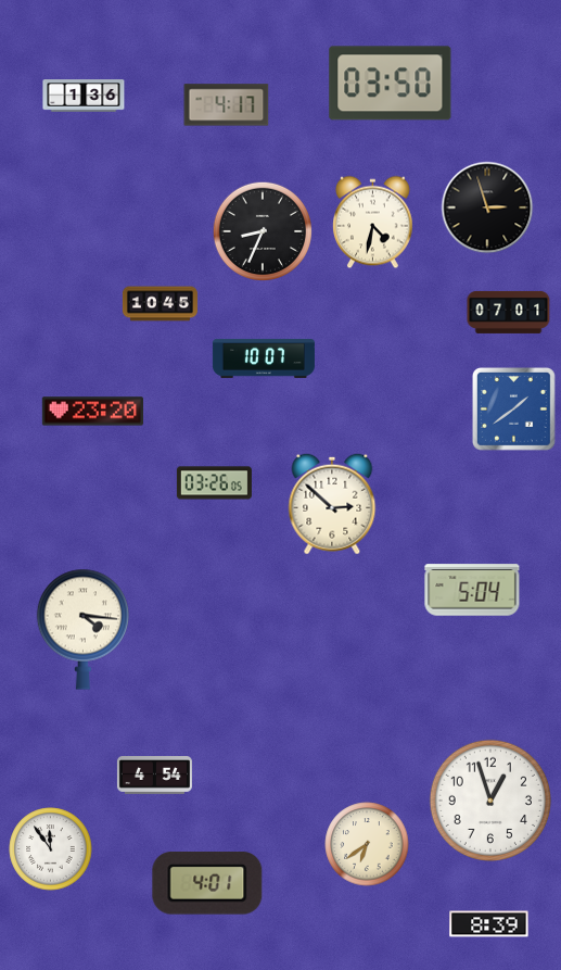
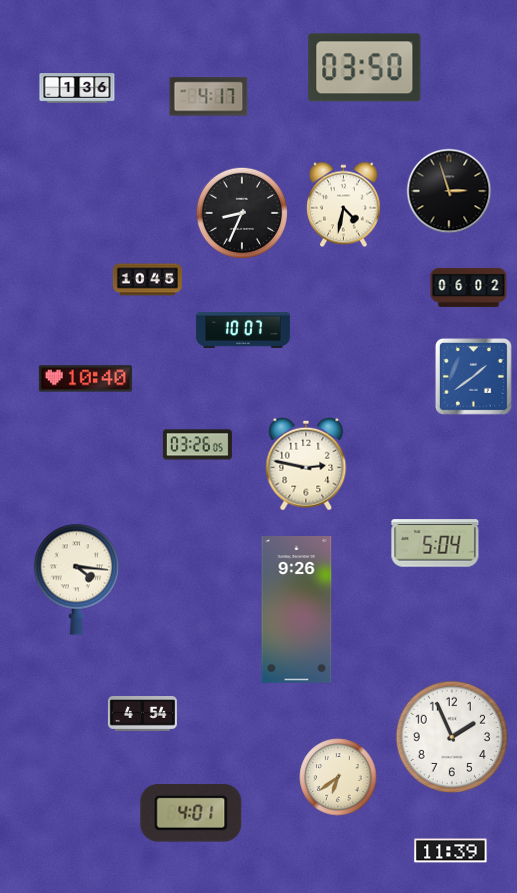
clock at (391, 84) position: (391, 84) -> (365, 68)
clock at (509, 312): 07:01 -> 06:02
clock at (92, 412): 23:20 -> 10:40
clock at (332, 504): 2:52 -> 2:47
clock at (297, 610): none -> 9:26
clock at (490, 801): 12:57 -> 1:56
clock at (51, 849): 11:54 -> none
clock at (489, 924): 8:39 -> 11:39
